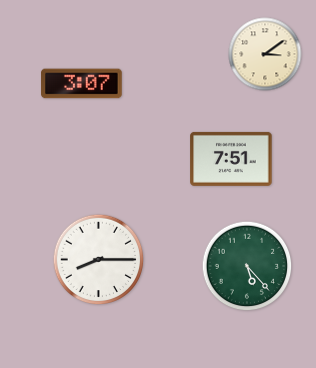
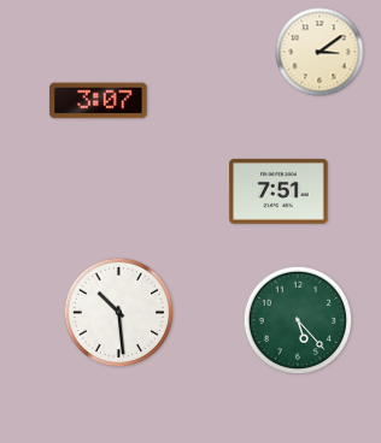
clock at (265, 54) position: (265, 54) -> (320, 52)
clock at (99, 260): 8:15 -> 10:29
